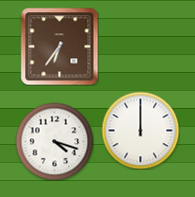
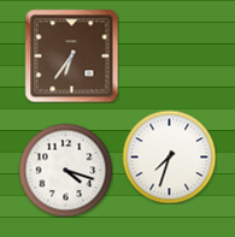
clock at (140, 130): 12:00 -> 7:33
